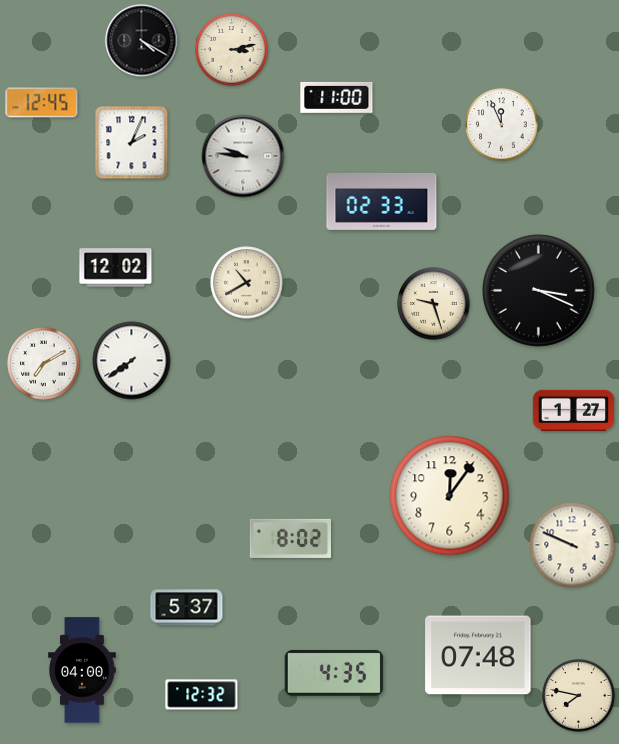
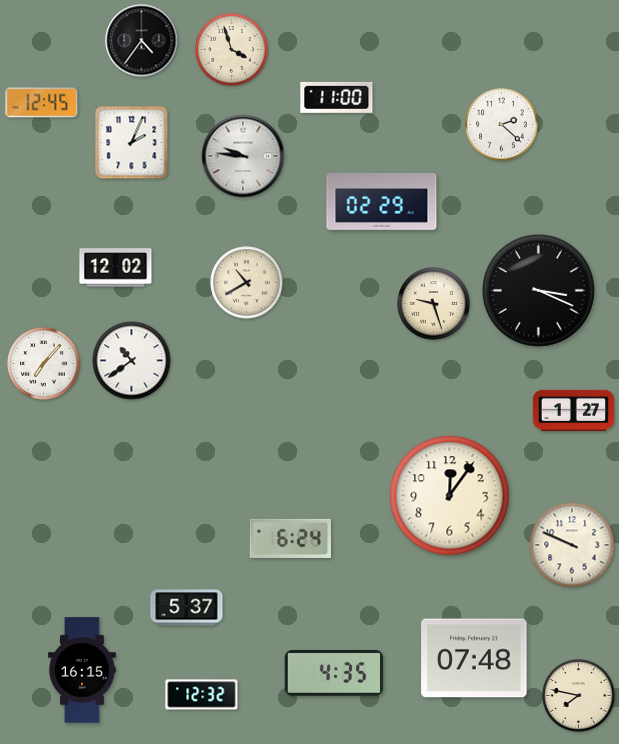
clock at (142, 41): 4:20 -> 4:36
clock at (232, 50): 3:13 -> 3:57
clock at (502, 125): 11:56 -> 2:22
clock at (382, 201): 02:33 -> 02:29
clock at (132, 361): 7:39 -> 10:39
clock at (44, 364): 7:10 -> 7:07
clock at (290, 538): 8:02 -> 6:24
clock at (478, 655) position: (478, 655) -> (474, 658)
clock at (82, 670): 04:00 -> 16:15
